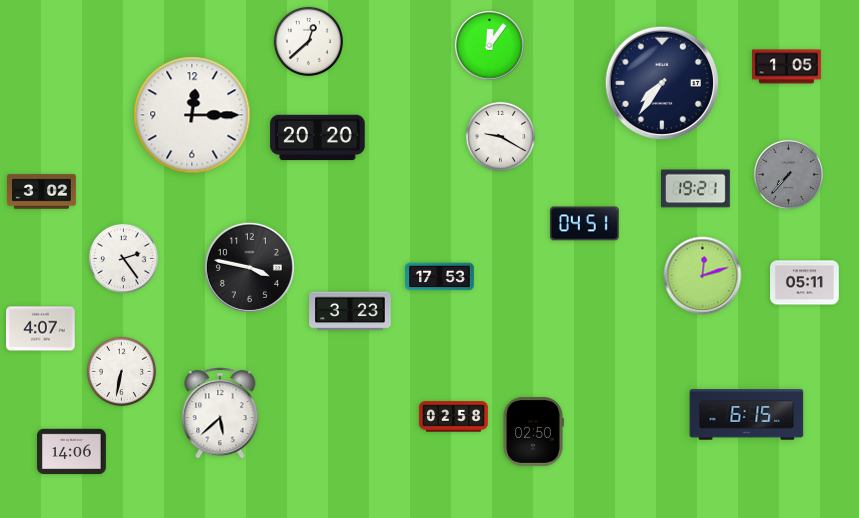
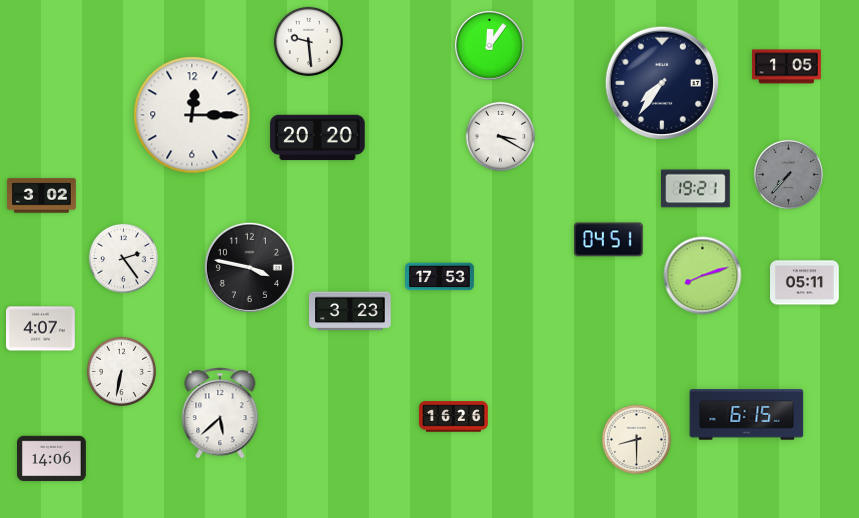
clock at (308, 41): 12:38 -> 9:29
clock at (500, 136): 9:20 -> 3:20
clock at (42, 192) position: (42, 192) -> (42, 196)
clock at (585, 224) position: (585, 224) -> (609, 240)
clock at (703, 276): 12:12 -> 8:12
clock at (454, 417): 02:58 -> 16:26
clock at (533, 432): 02:50 -> none
clock at (636, 439): none -> 8:30
clock at (72, 452) position: (72, 452) -> (52, 459)
